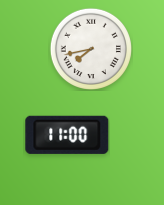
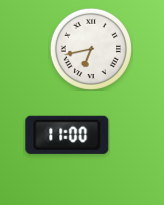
clock at (91, 49): 7:43 -> 6:43
